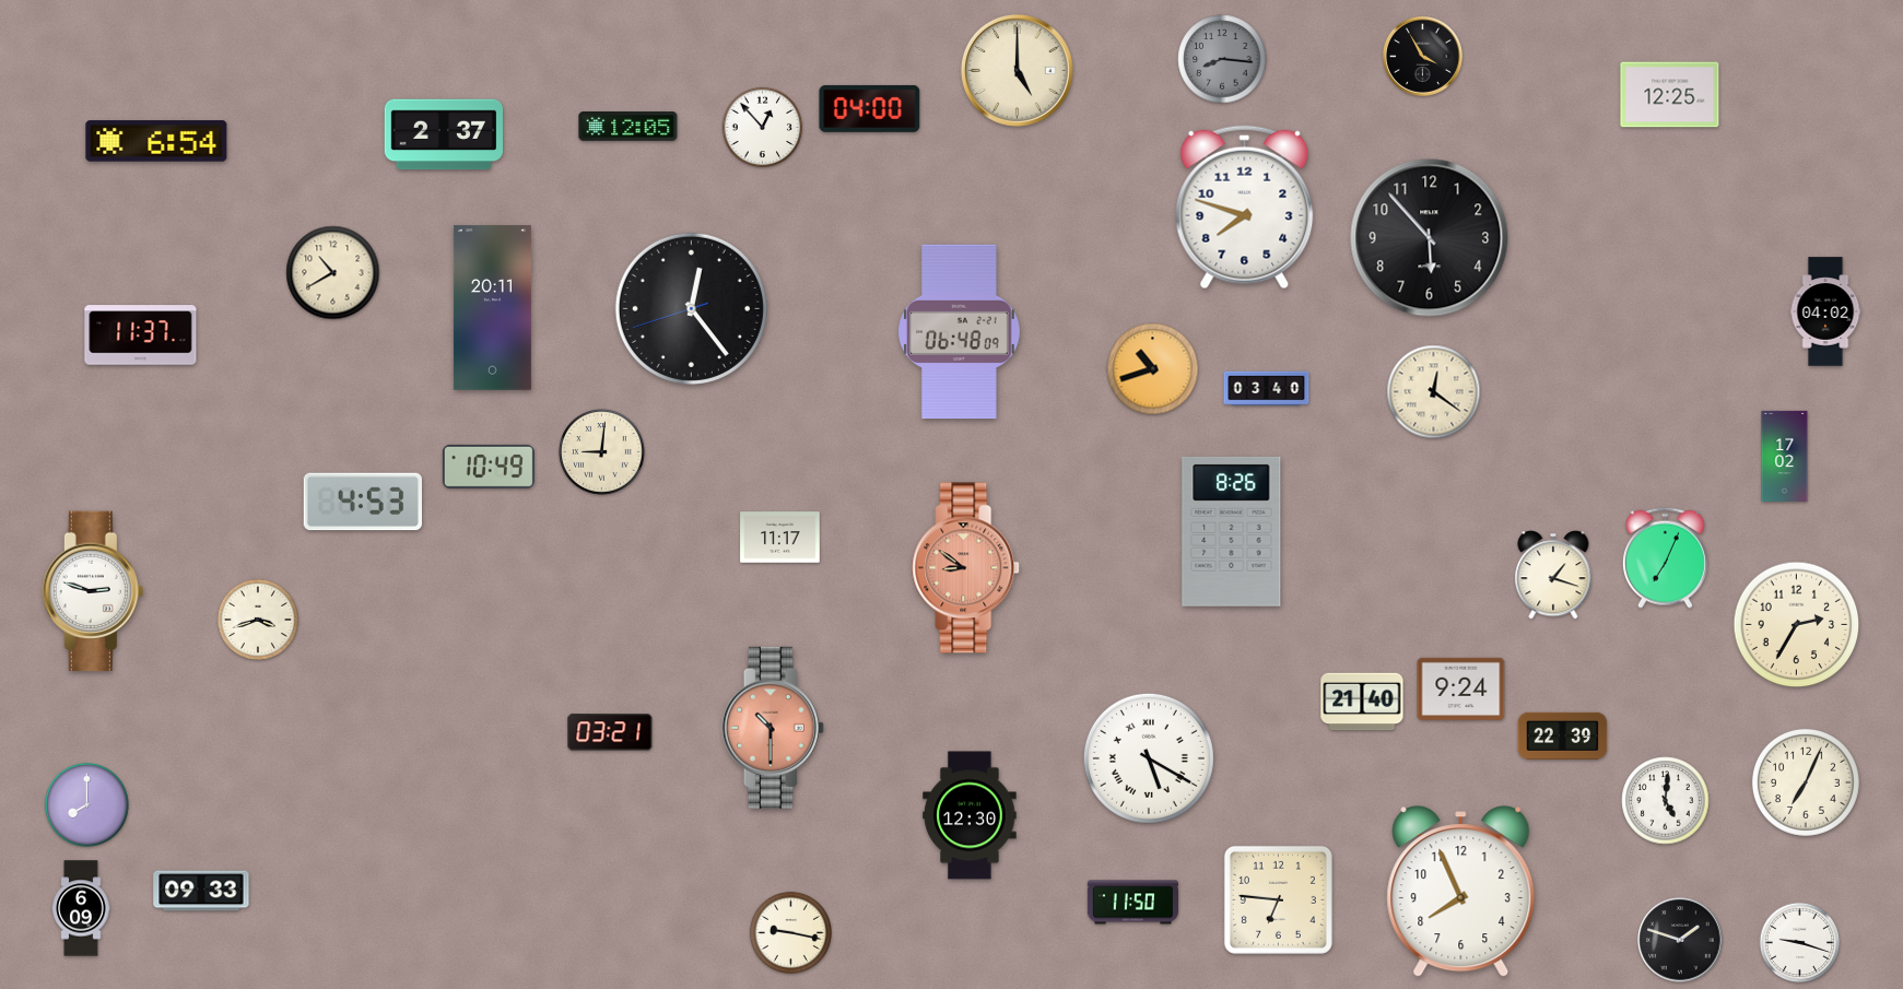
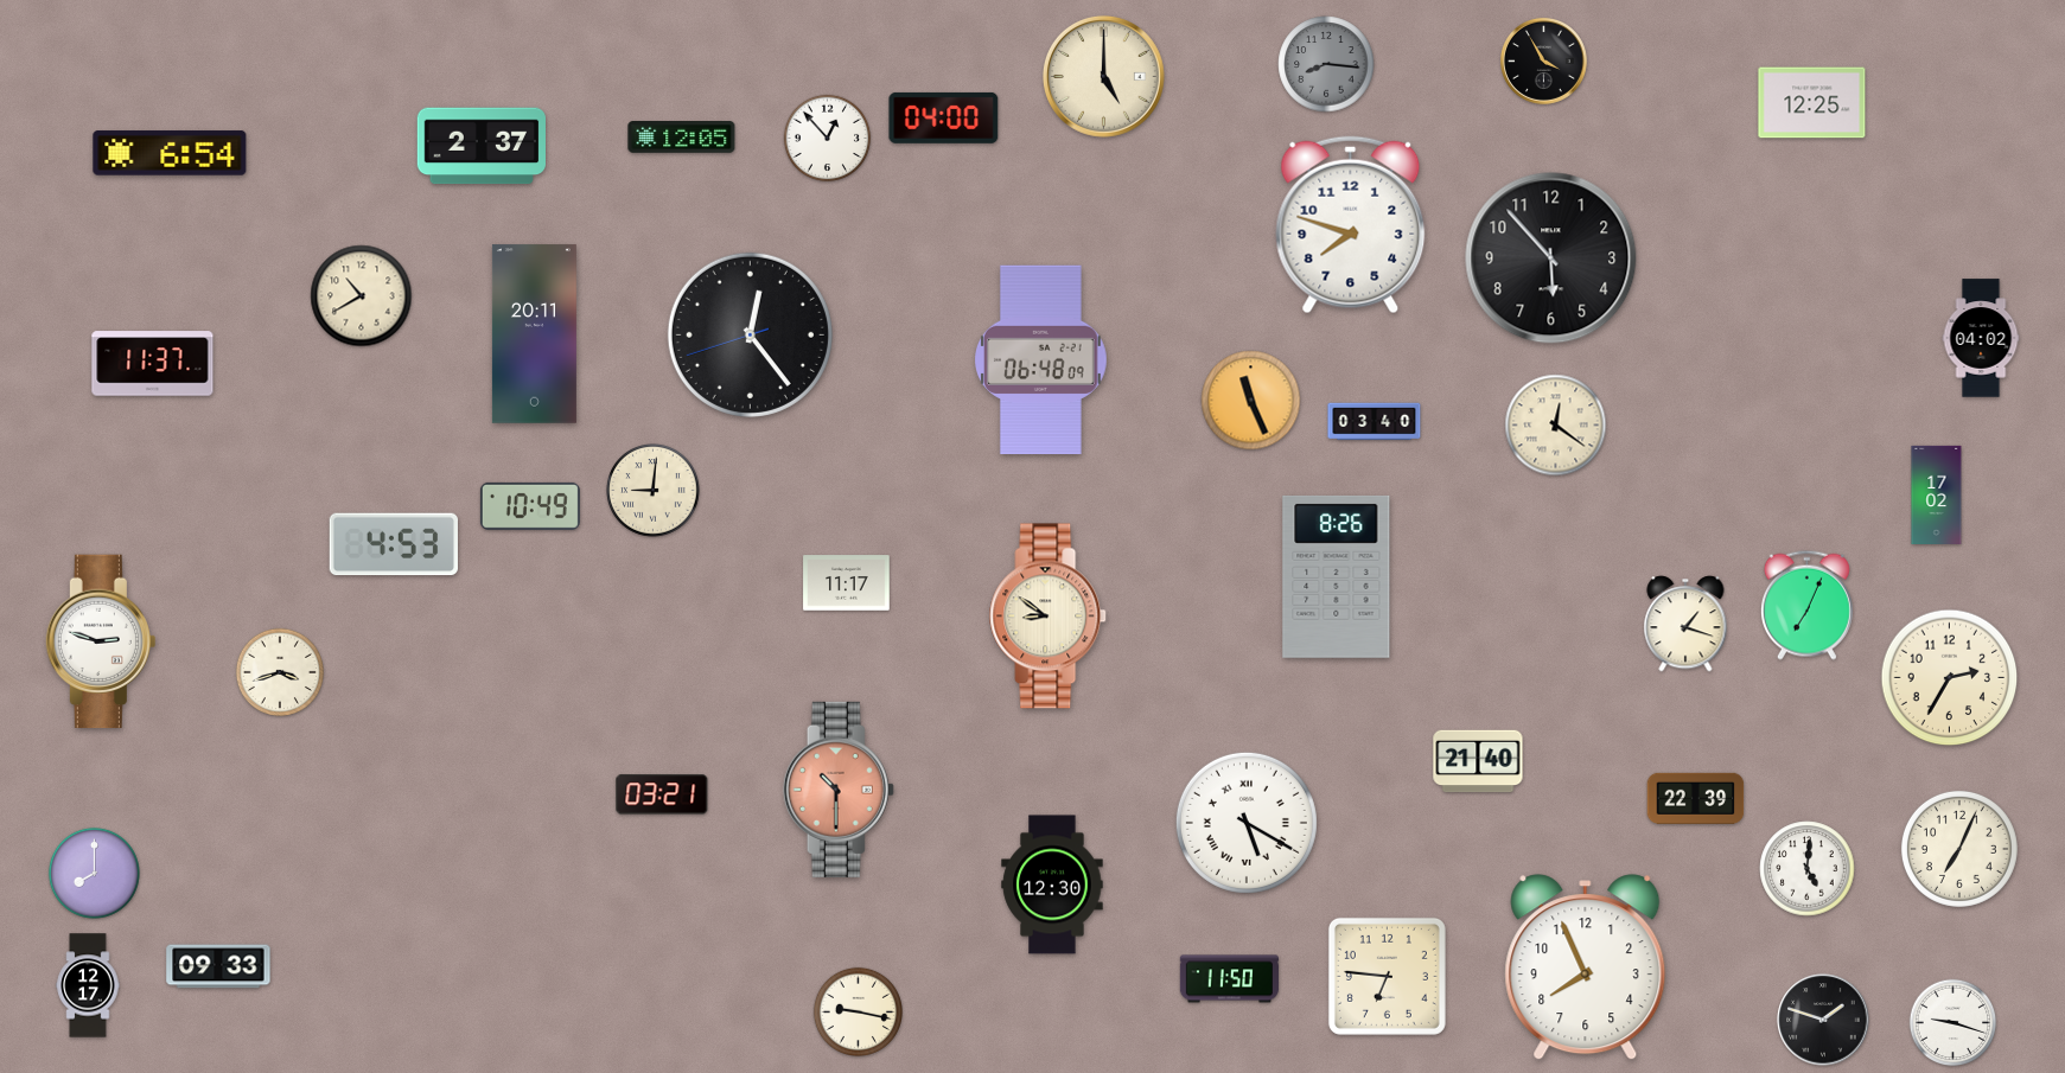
clock at (1153, 369): 10:42 -> 11:26
clock at (966, 568) dial: salmon -> cream
clock at (1461, 688): 9:24 -> none
clock at (81, 908): 6:09 -> 12:17
